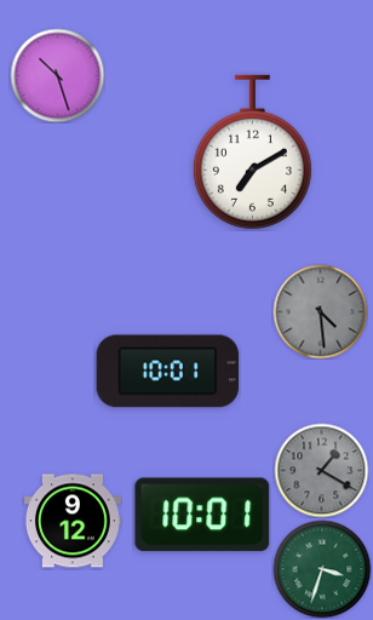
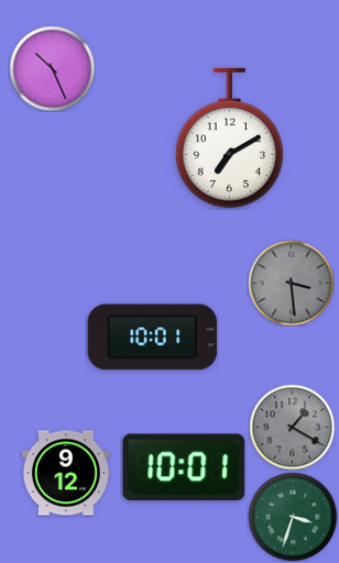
clock at (57, 75): 10:27 -> 10:26
clock at (320, 311): 4:29 -> 3:29
